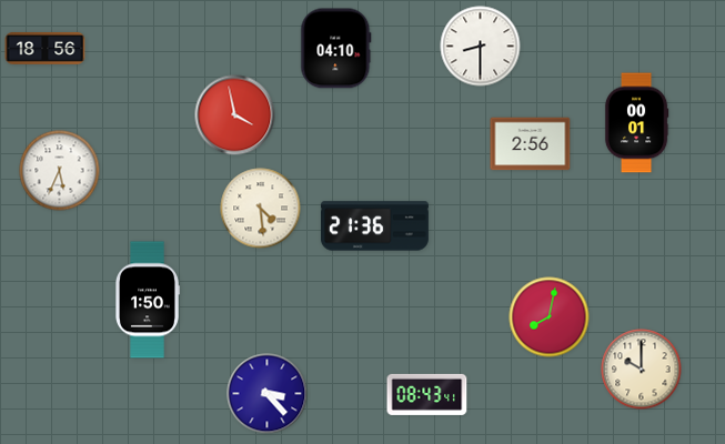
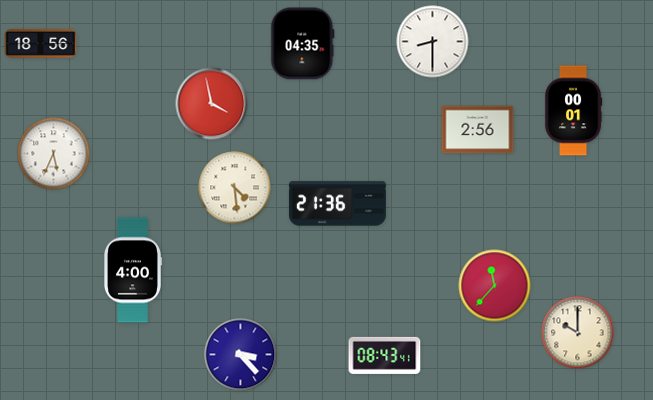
clock at (336, 49): 04:10 -> 04:35
clock at (148, 300): 1:50 -> 4:00
clock at (550, 317): 8:02 -> 11:37
